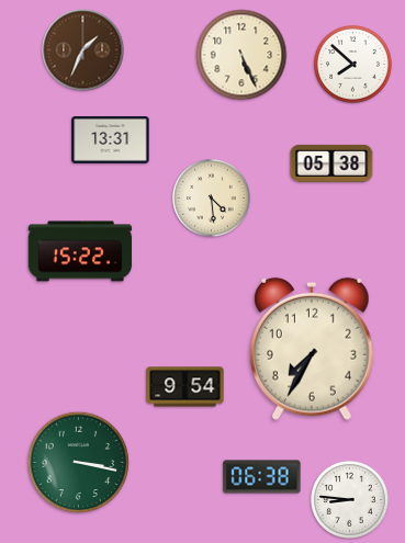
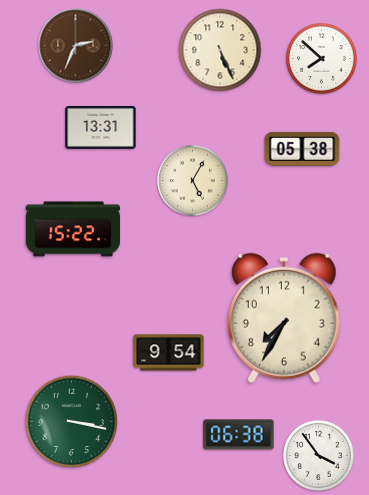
clock at (83, 50): 1:34 -> 2:34
clock at (212, 199): 4:29 -> 5:05
clock at (350, 500): 8:46 -> 3:54
